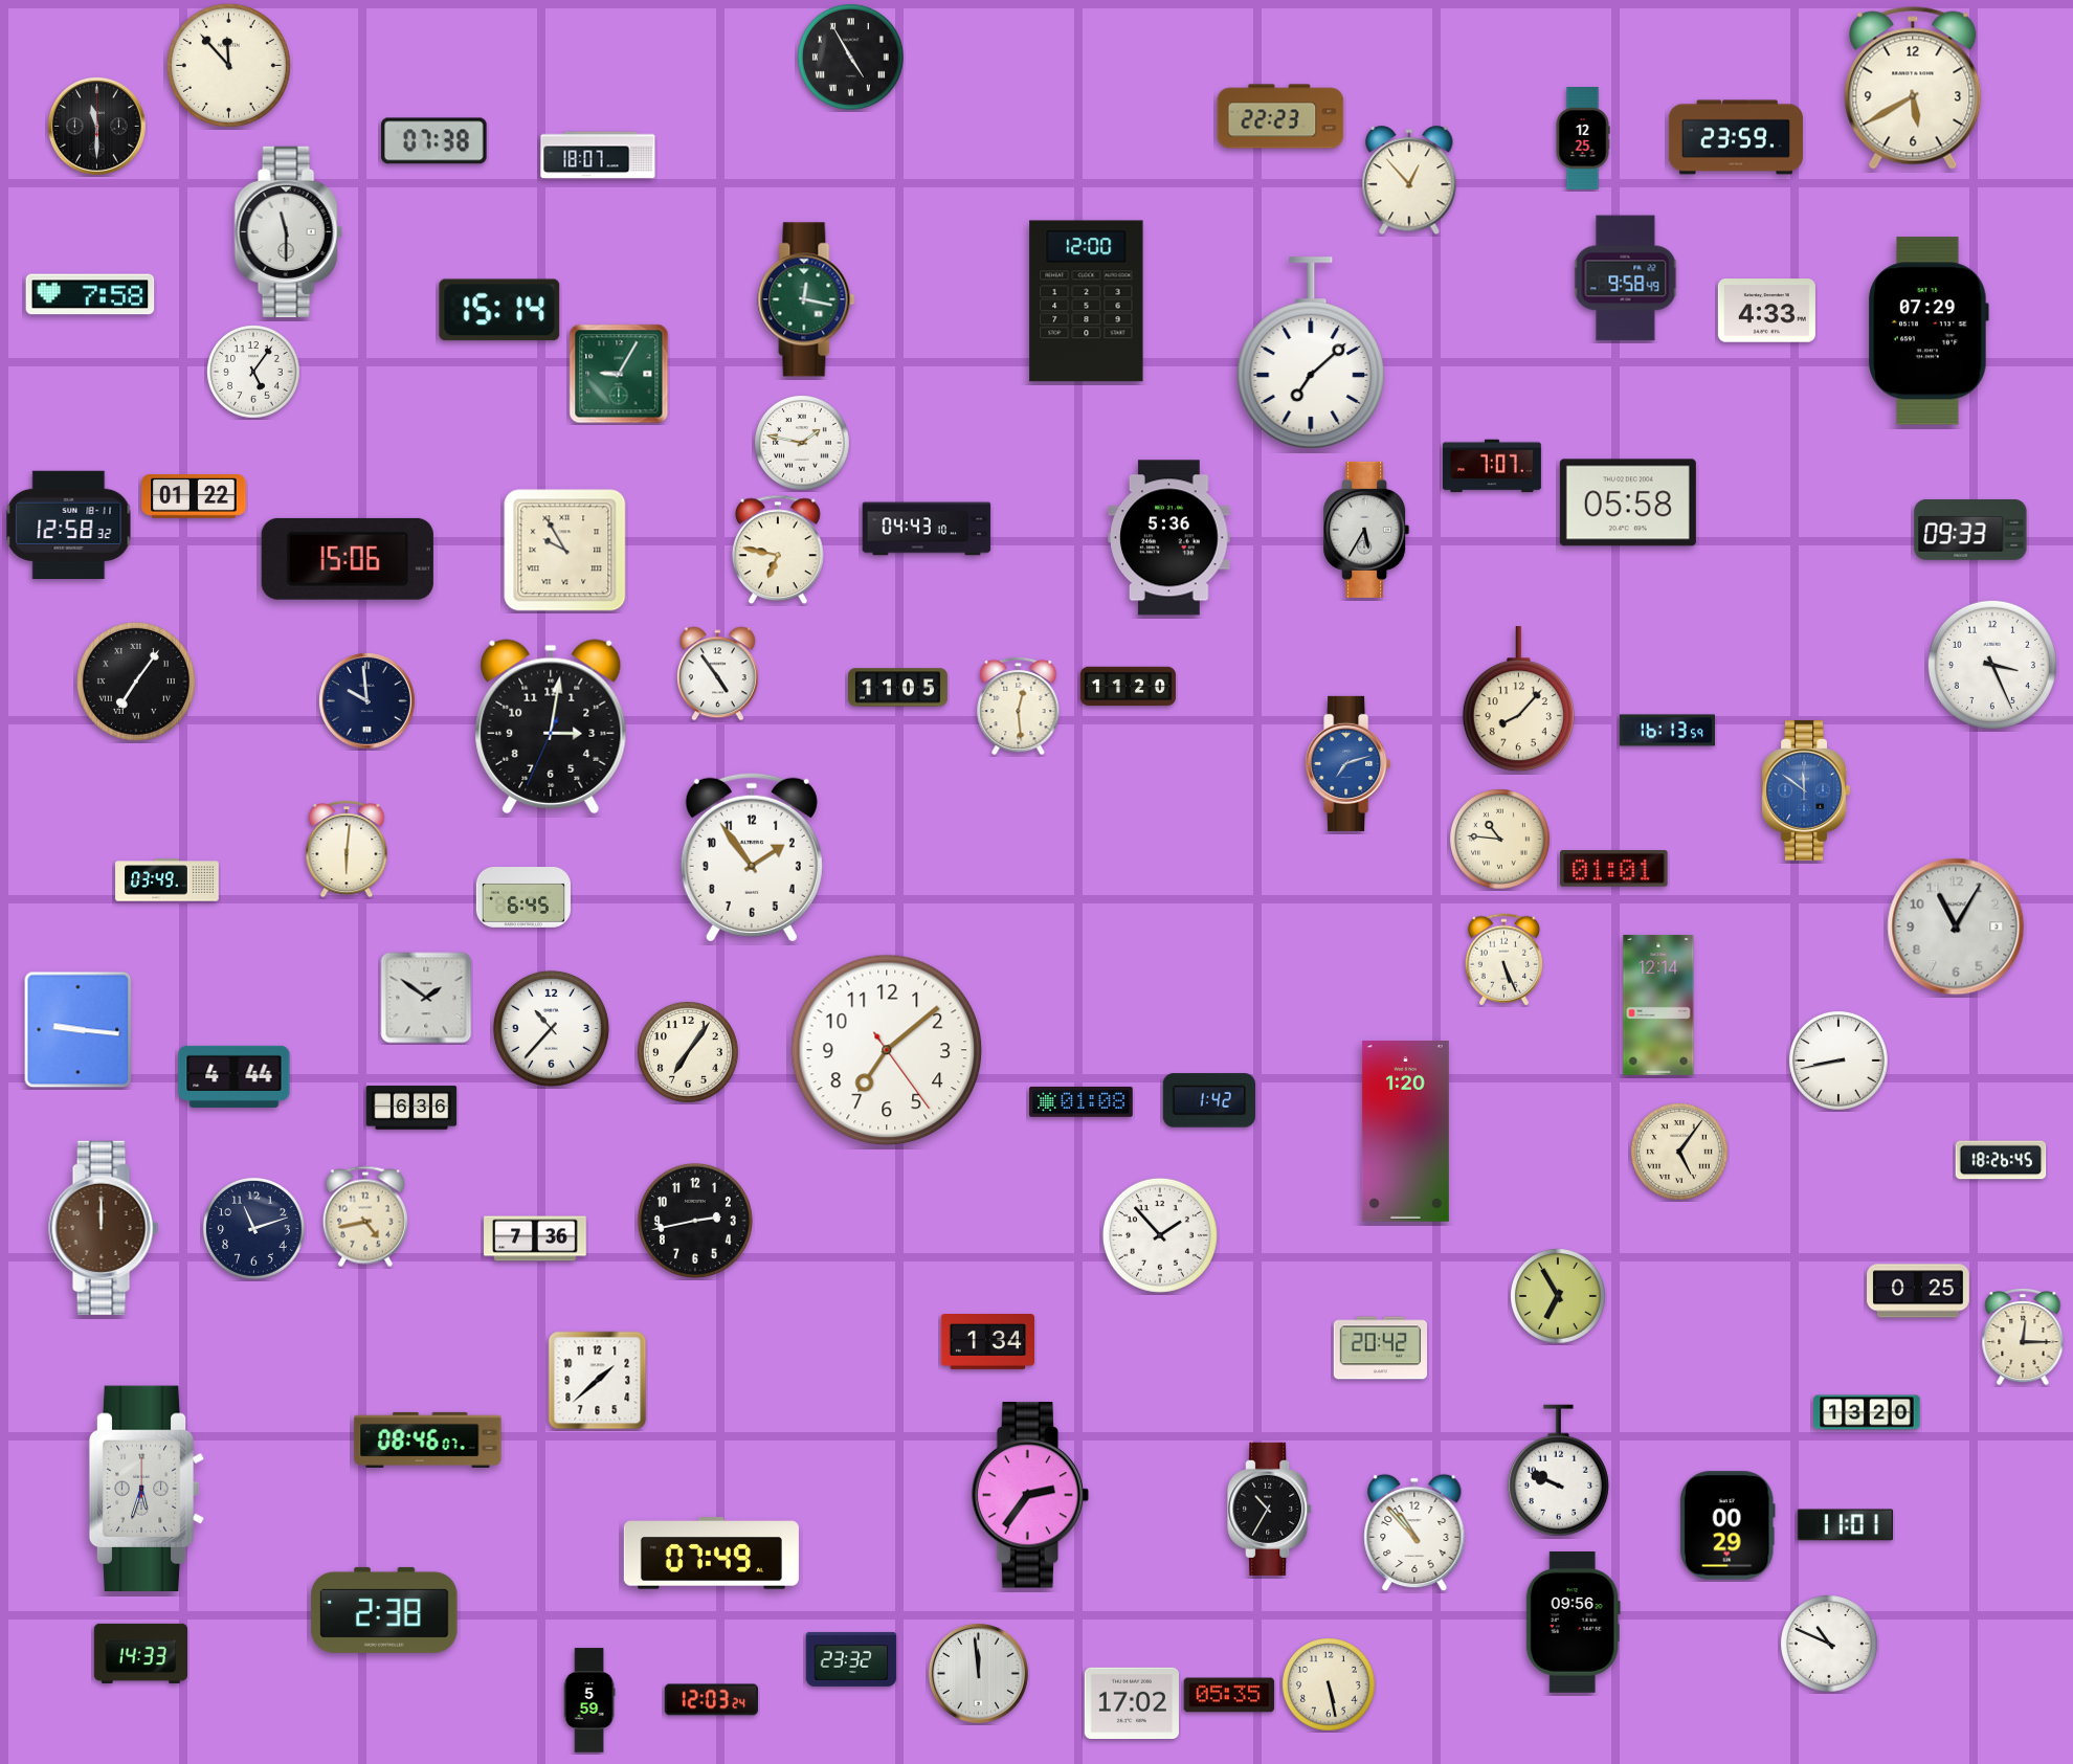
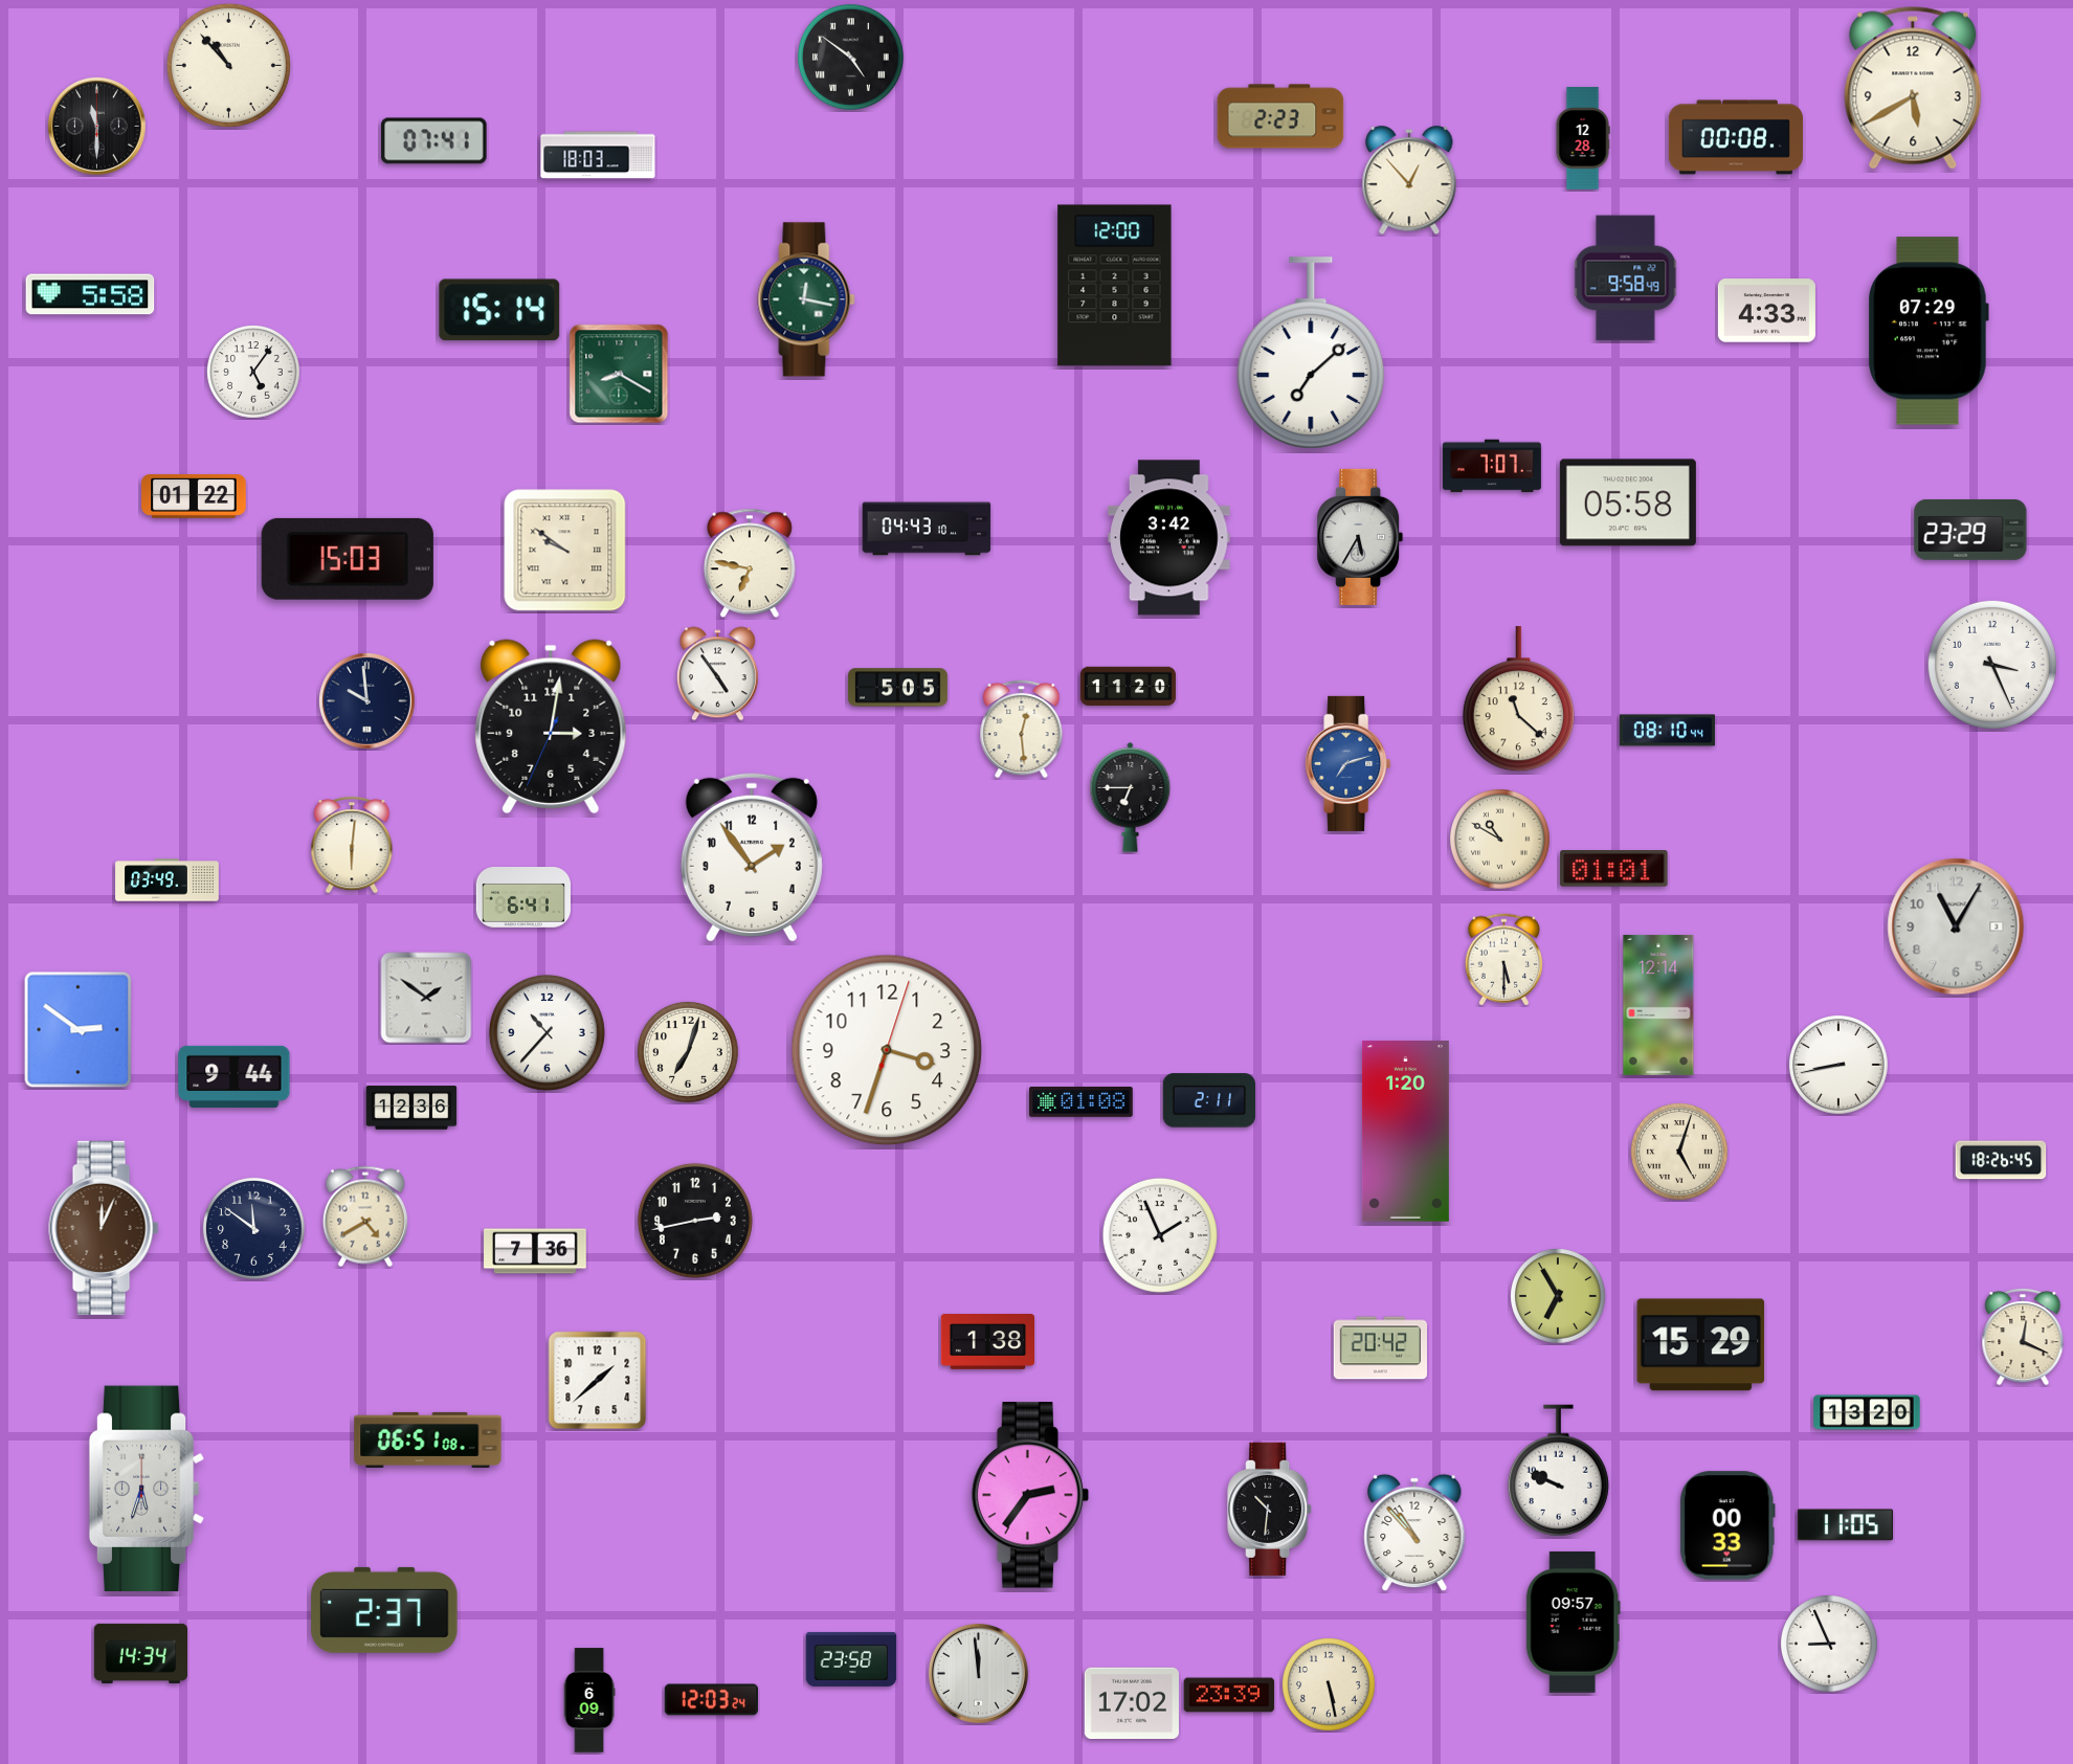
clock at (850, 57): 4:55 -> 4:51
clock at (228, 65): 11:53 -> 10:53
clock at (1280, 116): 22:23 -> 2:23
clock at (1736, 137): 23:59 -> 00:08
clock at (1583, 138): 12:25 -> 12:28
clock at (434, 141): 07:38 -> 07:41
clock at (598, 155): 18:07 -> 18:03
clock at (288, 231): 11:30 -> none
clock at (90, 294): 7:58 -> 5:58
clock at (1087, 302) position: (1087, 302) -> (1115, 286)
clock at (619, 374): 9:05 -> 8:20
clock at (802, 444): 1:47 -> none
clock at (69, 524): 12:58 -> none
clock at (1366, 530) position: (1366, 530) -> (1360, 537)
clock at (1970, 530): 09:33 -> 23:29
clock at (1169, 538): 5:36 -> 3:42
clock at (778, 550) position: (778, 550) -> (750, 563)
clock at (565, 551): 9:55 -> 9:51
clock at (348, 559): 15:06 -> 15:03
clock at (136, 682): 7:06 -> none
clock at (897, 688): 11:05 -> 5:05
clock at (1518, 699): 8:07 -> 11:22
clock at (1019, 706) position: (1019, 706) -> (1022, 729)
clock at (1667, 731): 16:13 -> 08:10
clock at (1806, 790): 11:51 -> none
clock at (1131, 797): none -> 6:45
clock at (1500, 840): 10:46 -> 10:50
clock at (347, 850) position: (347, 850) -> (352, 846)
clock at (523, 898): 6:45 -> 6:41
clock at (1503, 960): 5:26 -> 5:30
clock at (551, 1028) position: (551, 1028) -> (547, 1032)
clock at (79, 1030): 9:16 -> 2:51
clock at (887, 1050): 7:08 -> 3:33
clock at (689, 1053): 7:06 -> 7:03
clock at (1840, 1062) position: (1840, 1062) -> (1840, 1066)
clock at (235, 1076): 4:44 -> 9:44
clock at (1208, 1100): 1:42 -> 2:11
clock at (411, 1108): 6:36 -> 12:36
clock at (1680, 1153): 5:06 -> 5:03
clock at (365, 1216): 4:43 -> 4:40
clock at (104, 1228): 12:00 -> 12:04
clock at (253, 1228): 11:12 -> 11:51
clock at (1160, 1235): 1:53 -> 1:56
clock at (535, 1238) position: (535, 1238) -> (535, 1251)
clock at (1918, 1291): 0:25 -> none
clock at (2023, 1338): 12:15 -> 12:19
clock at (988, 1342): 1:34 -> 1:38
clock at (1701, 1345): none -> 15:29
clock at (428, 1439): 08:46 -> 06:51
clock at (1270, 1509): 10:35 -> 10:31
clock at (1727, 1525): 00:29 -> 00:33
clock at (1845, 1525): 11:01 -> 11:05
clock at (711, 1554): 07:49 -> none
clock at (384, 1610): 2:38 -> 2:37
clock at (1573, 1622): 09:56 -> 09:57
clock at (1830, 1645): 10:49 -> 8:56
clock at (140, 1653): 14:33 -> 14:34
clock at (851, 1659): 23:32 -> 23:58
clock at (1229, 1695): 05:35 -> 23:39
clock at (589, 1700): 5:59 -> 6:09
